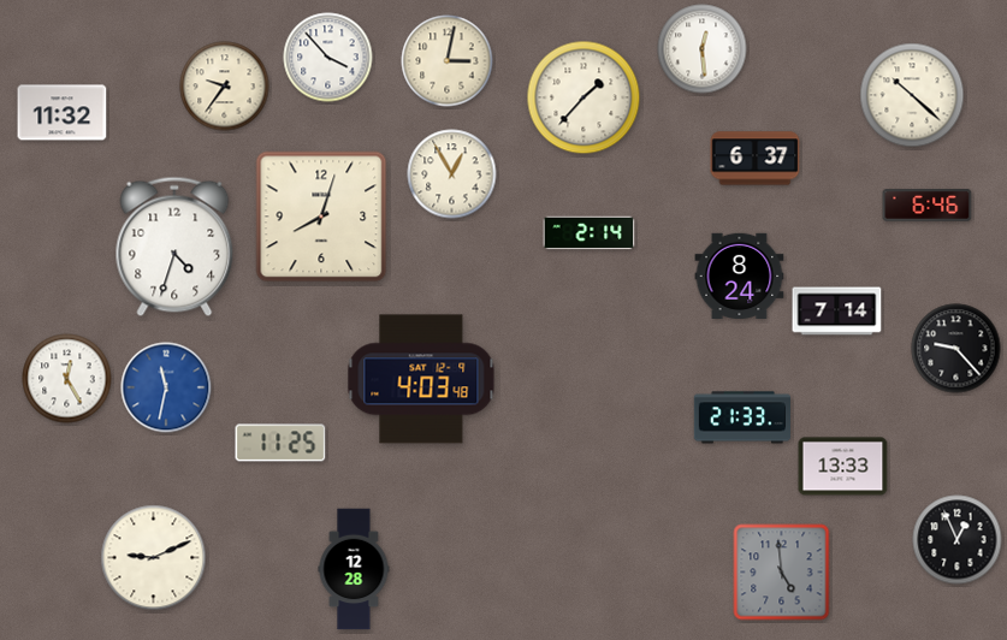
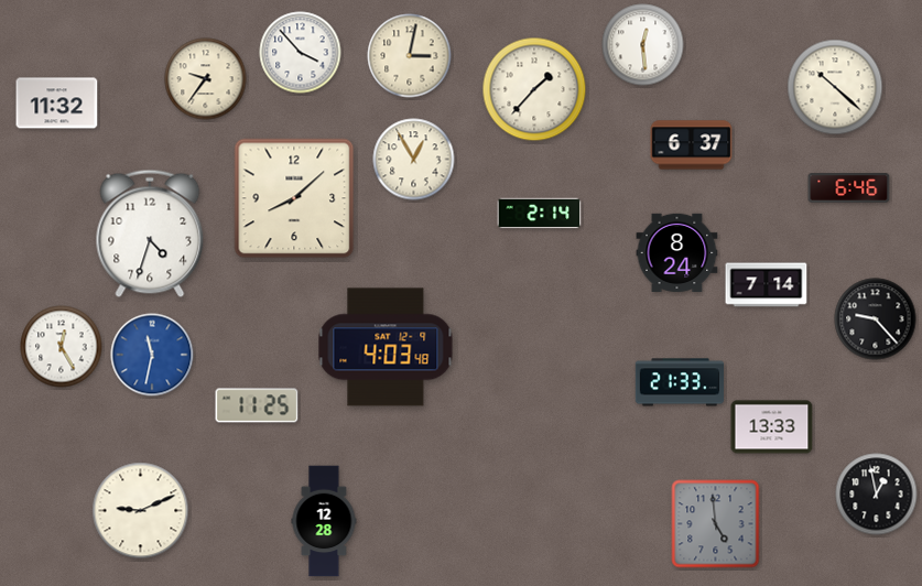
clock at (321, 217): 8:03 -> 8:08
clock at (174, 247) position: (174, 247) -> (150, 234)
clock at (958, 540): 12:56 -> 12:58
